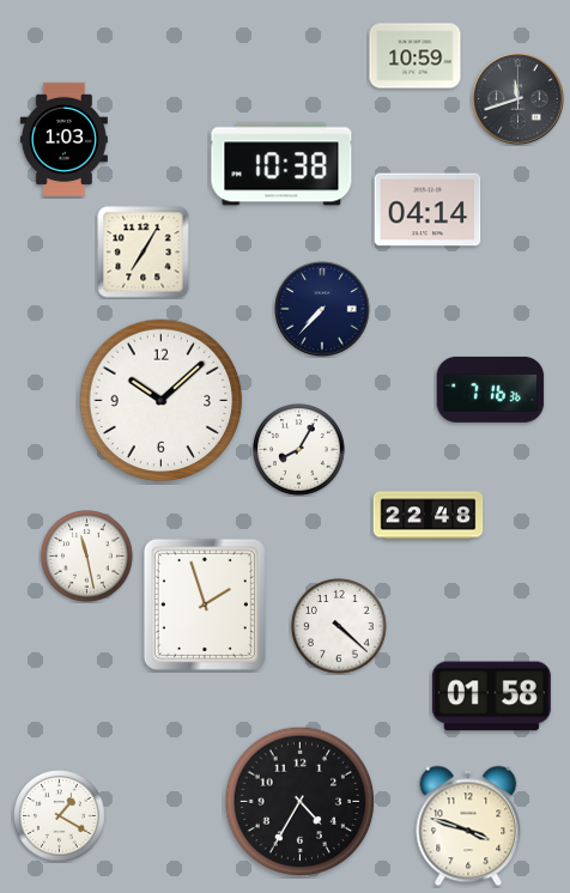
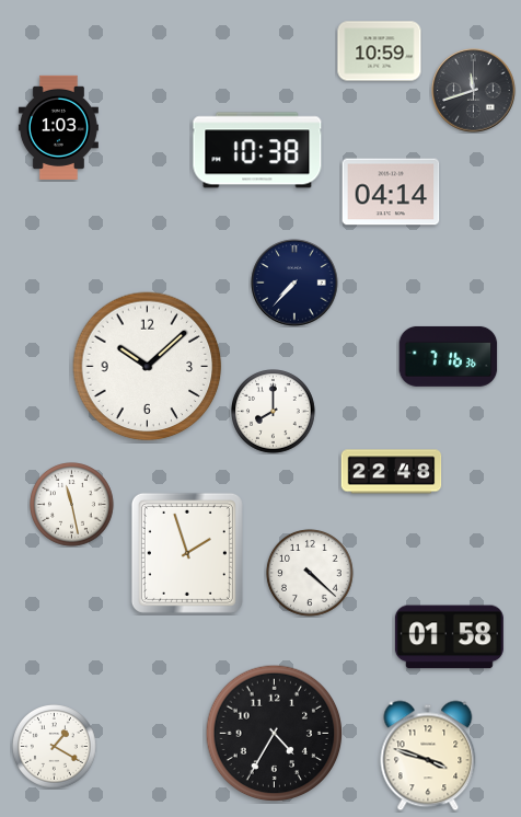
clock at (144, 253): 7:05 -> none
clock at (299, 450): 8:05 -> 8:00
clock at (87, 557) position: (87, 557) -> (72, 505)
